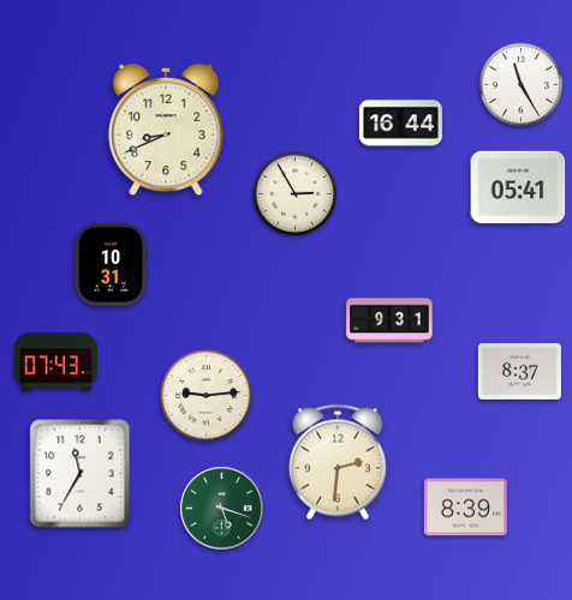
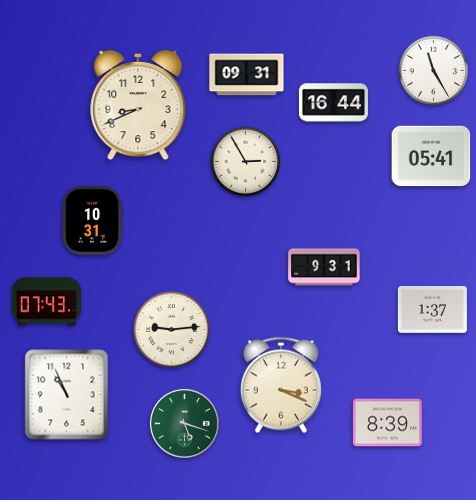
clock at (247, 75): none -> 09:31
clock at (166, 130) position: (166, 130) -> (138, 105)
clock at (519, 372): 8:37 -> 1:37
clock at (338, 462): 2:31 -> 3:19
clock at (81, 474): 11:35 -> 10:56
